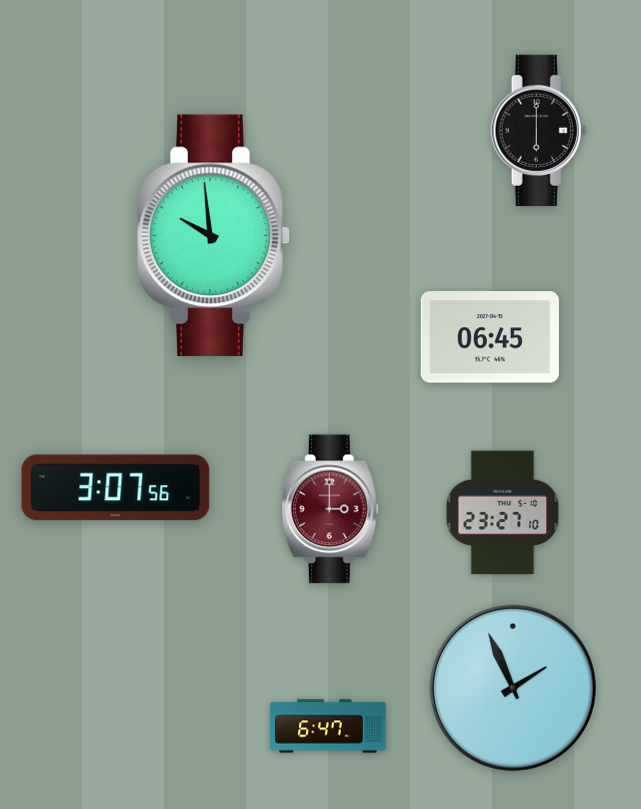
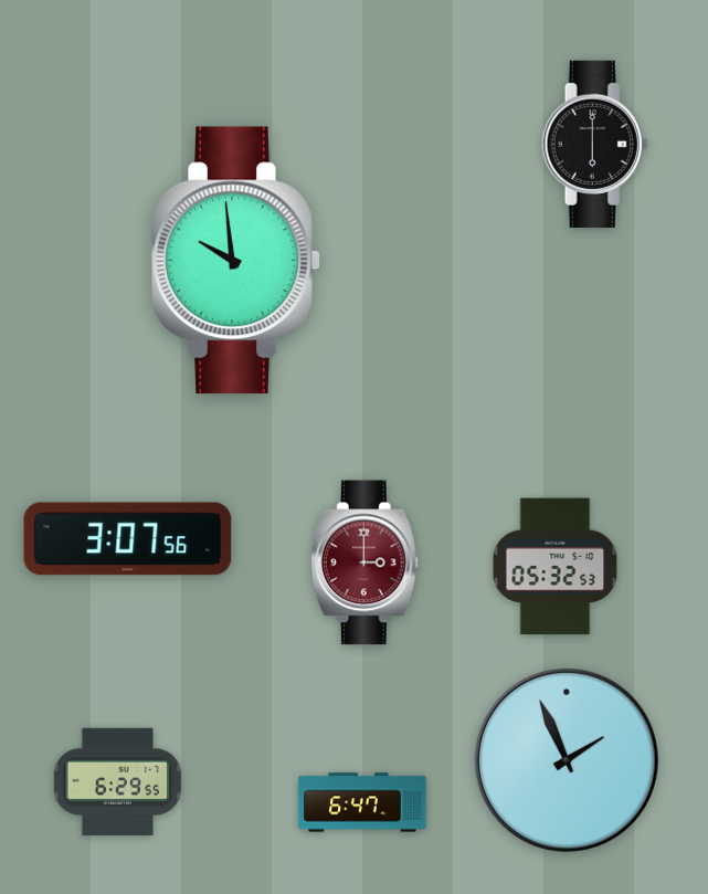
clock at (490, 337): 06:45 -> none
clock at (503, 513): 23:27 -> 05:32
clock at (117, 781): none -> 6:29
